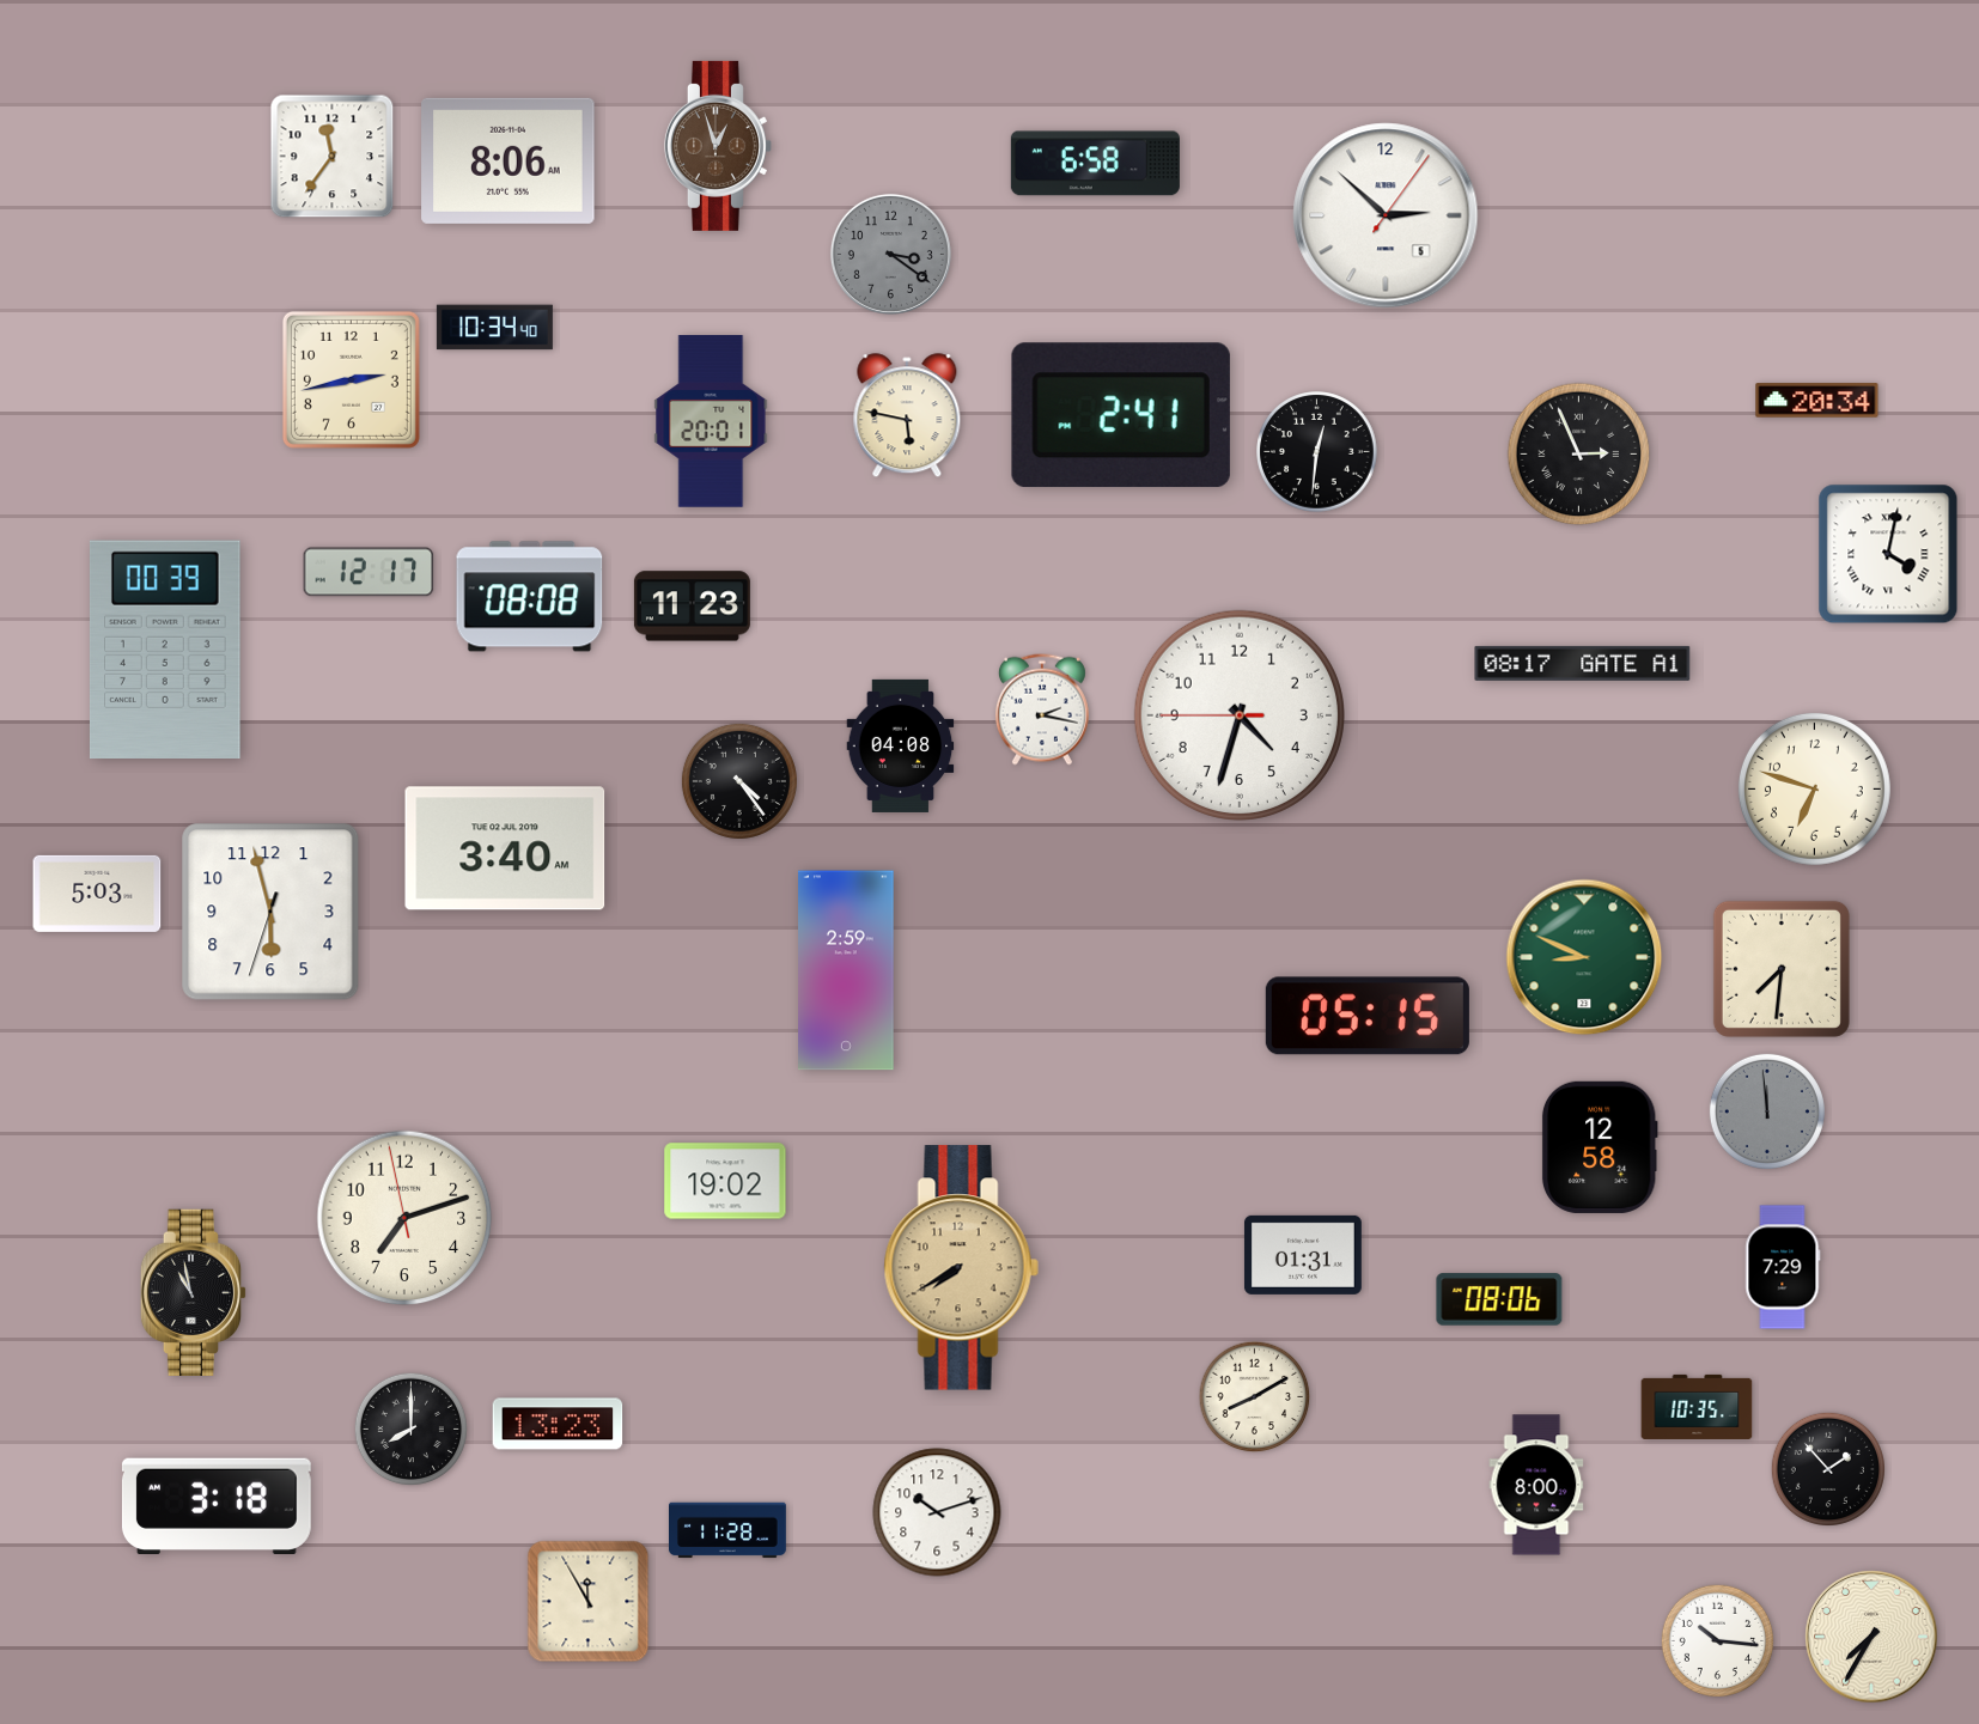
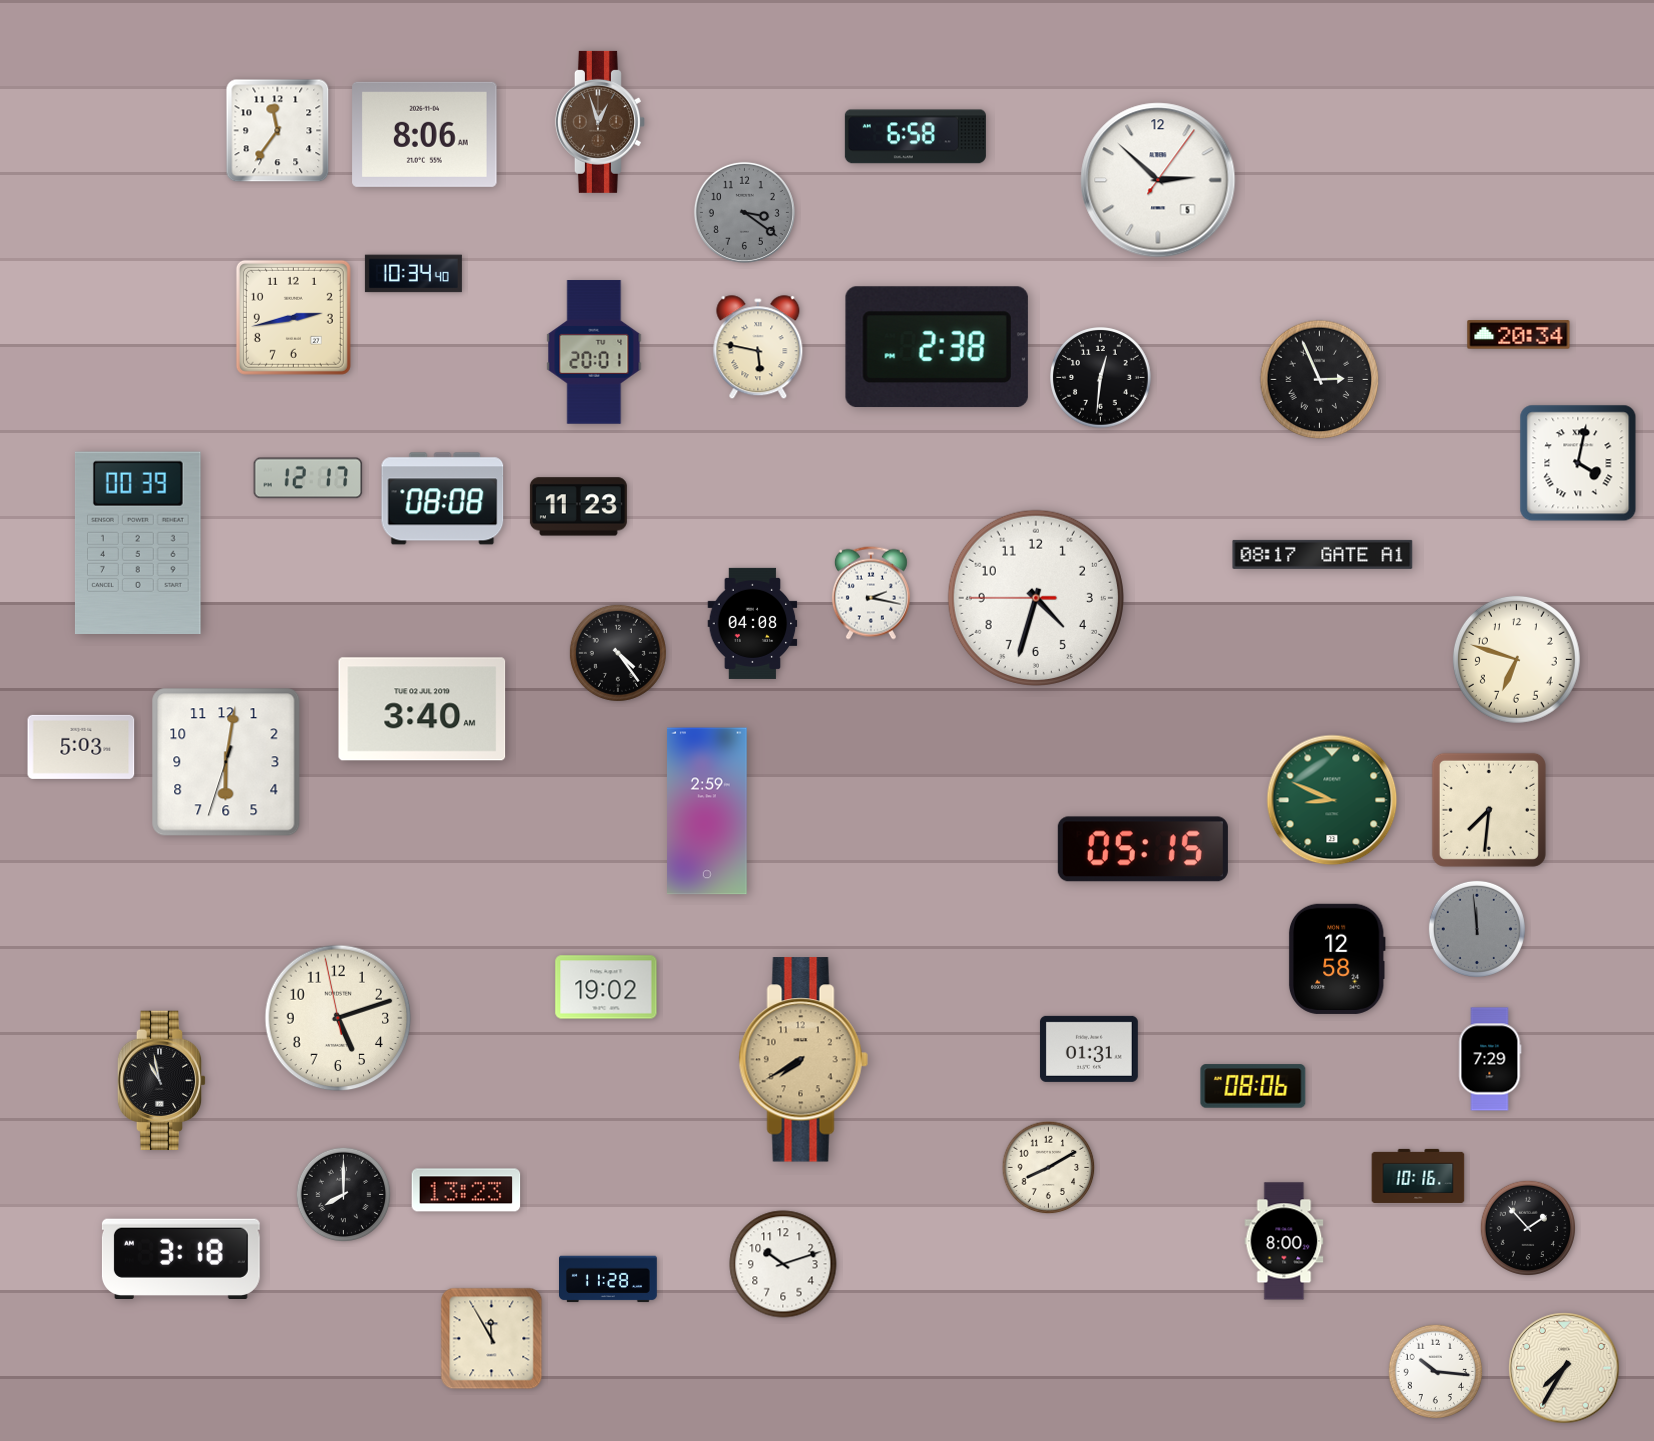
clock at (1121, 415): 2:41 -> 2:38
clock at (270, 912): 5:57 -> 6:01
clock at (1584, 957) position: (1584, 957) -> (1332, 800)
clock at (404, 1218): 7:11 -> 5:11
clock at (1697, 1407): 10:35 -> 10:16
